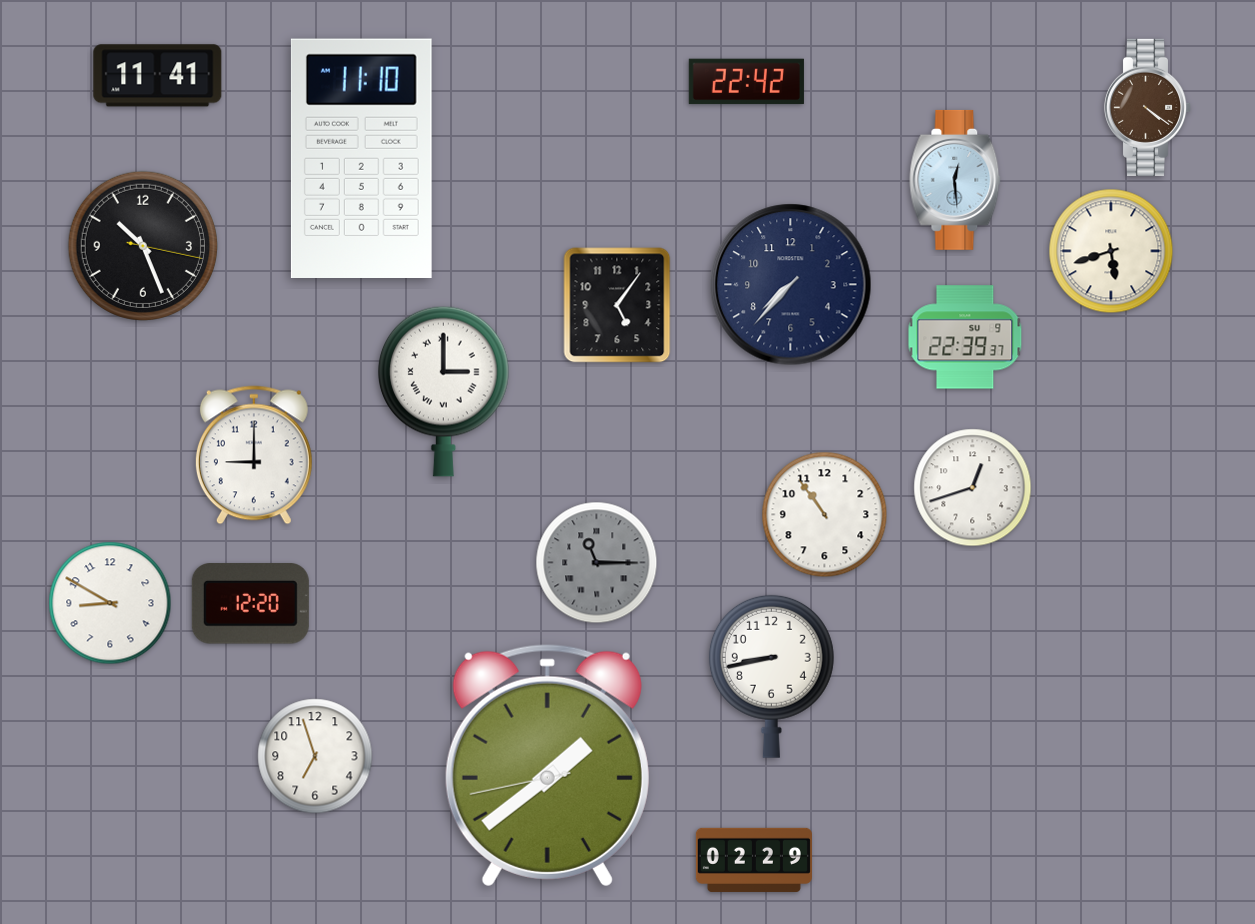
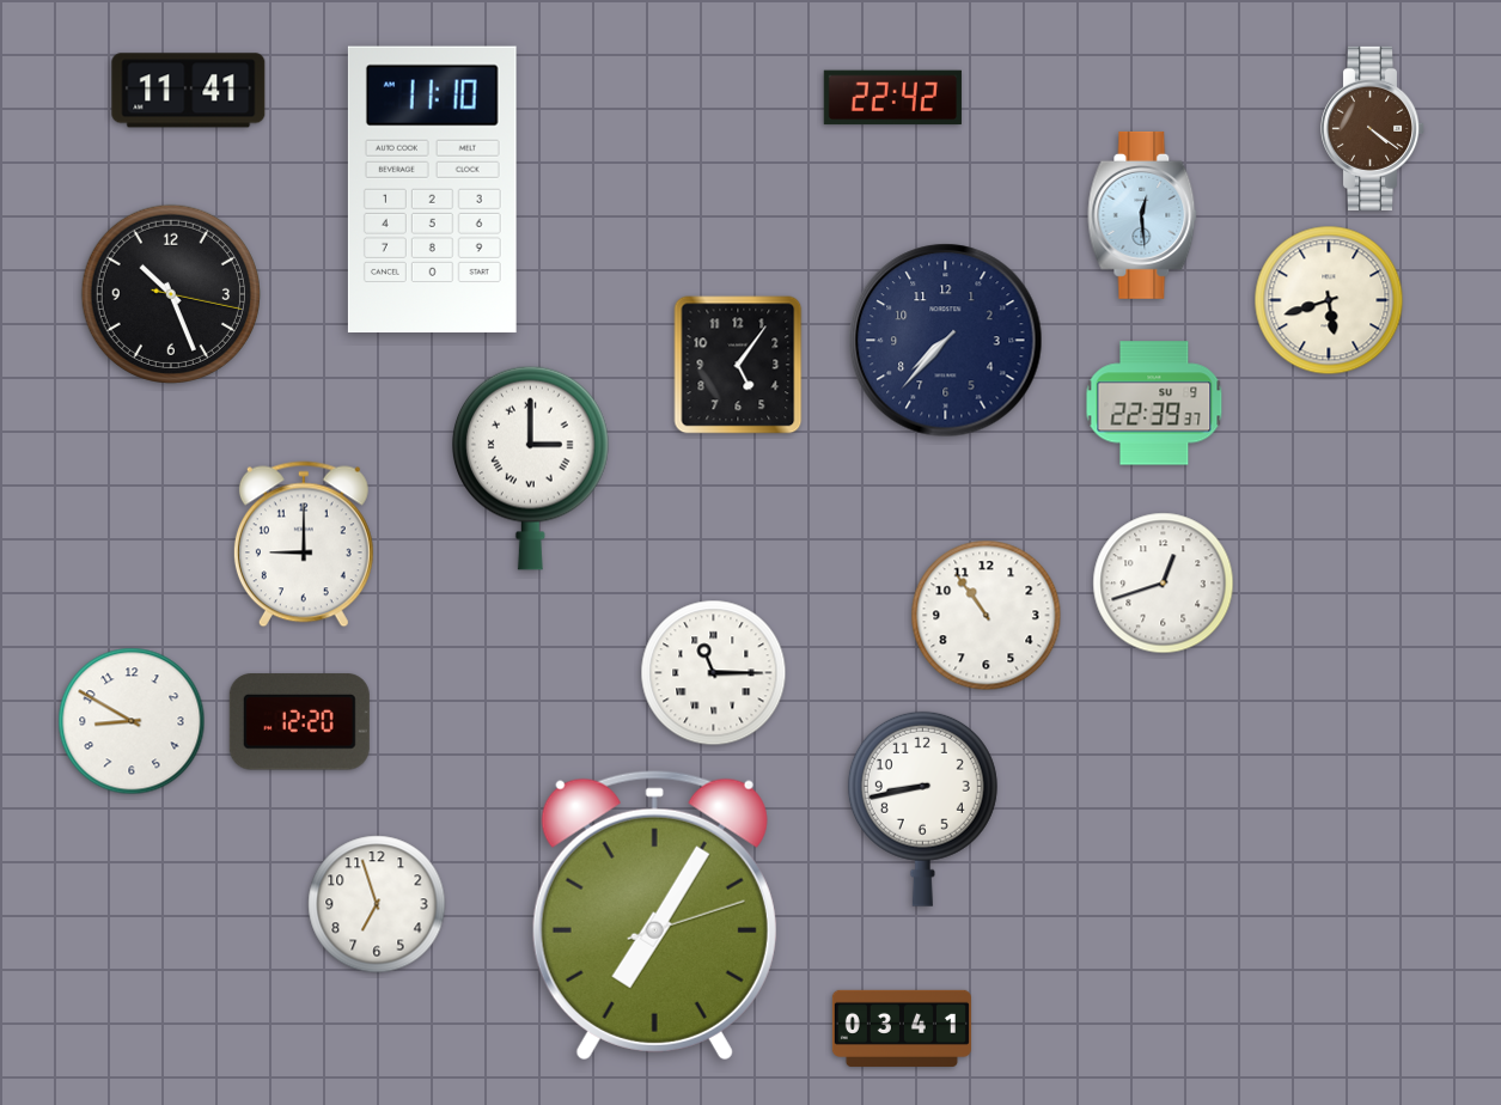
clock at (597, 563) dial: grey -> white
clock at (547, 765): 1:38 -> 7:05
clock at (754, 860): 02:29 -> 03:41
